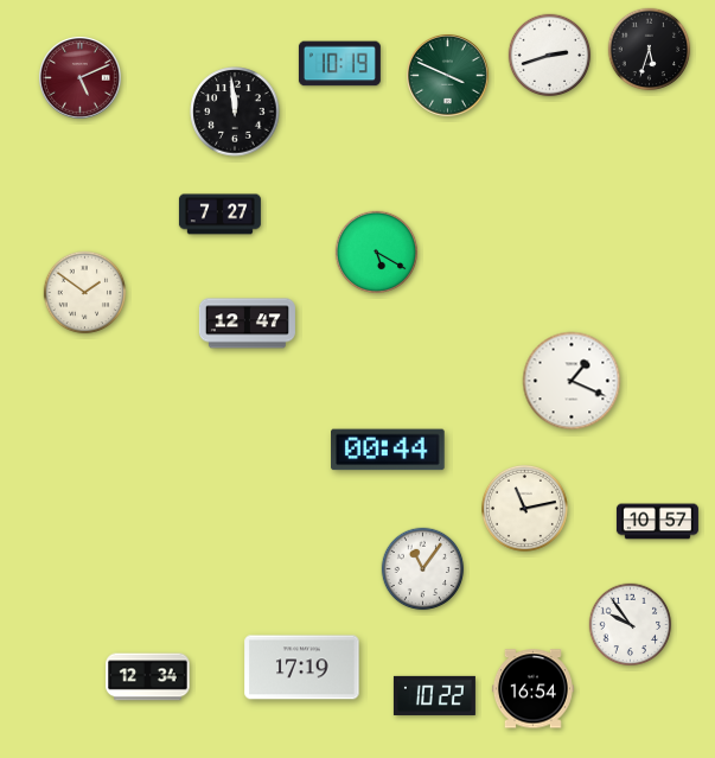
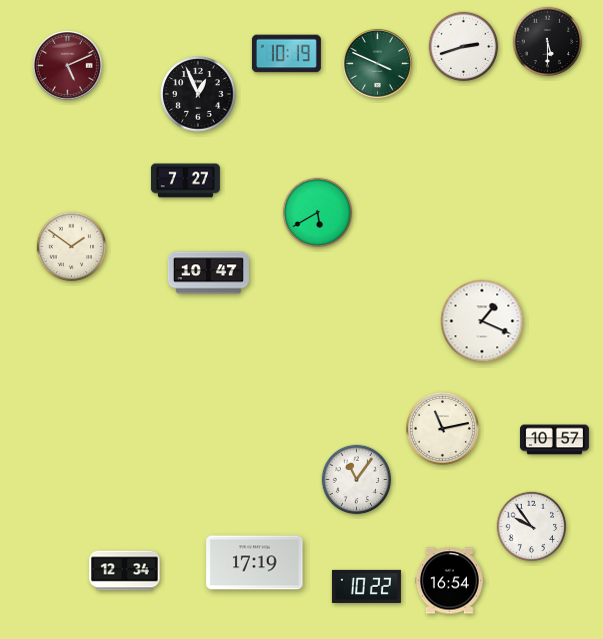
clock at (650, 50): 5:33 -> 5:30
clock at (235, 112): 11:59 -> 12:56
clock at (377, 253): 5:20 -> 5:40
clock at (247, 324): 12:47 -> 10:47
clock at (388, 450): 00:44 -> none
